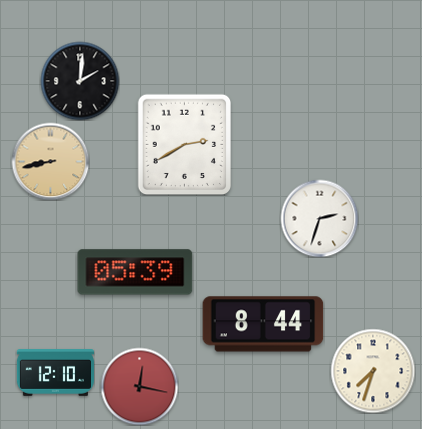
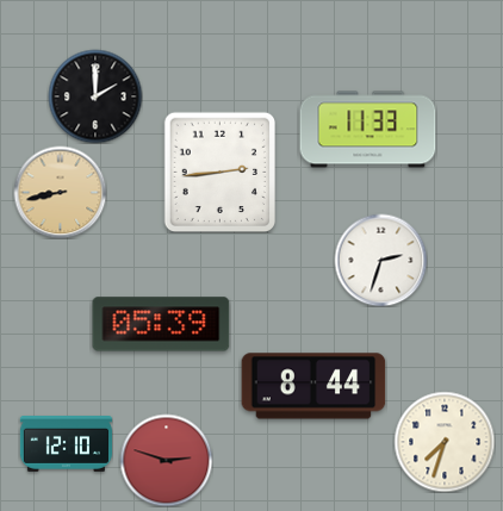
clock at (80, 81): 2:01 -> 2:00
clock at (368, 130): none -> 11:33
clock at (184, 144): 2:40 -> 2:44
clock at (139, 386): 12:17 -> 2:48
